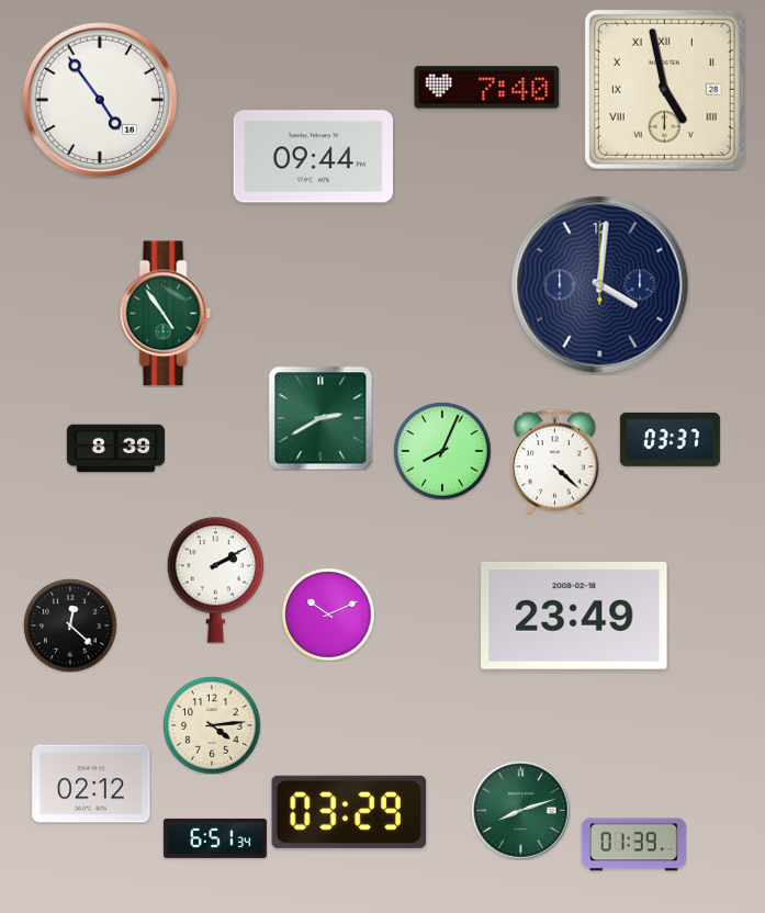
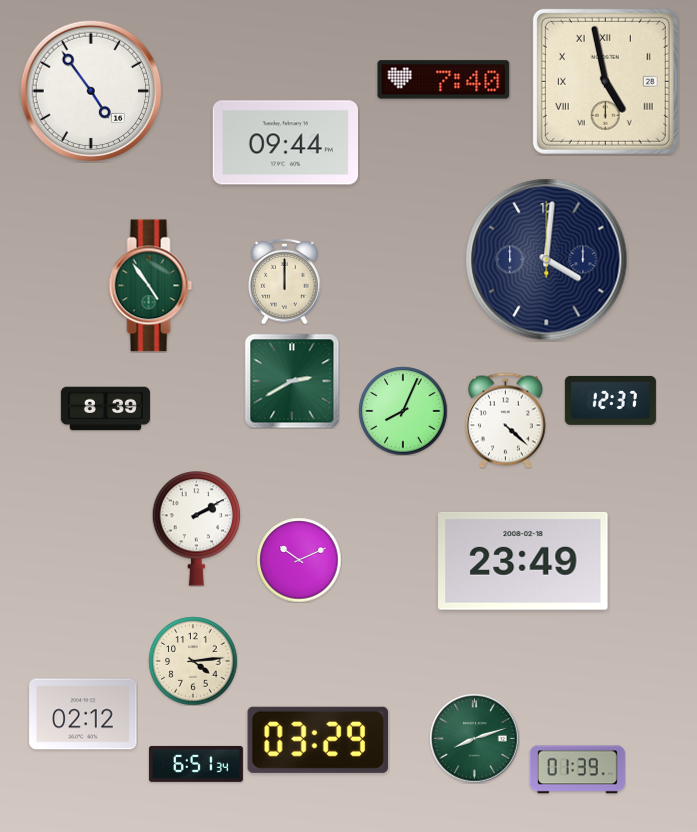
clock at (285, 281): none -> 12:00
clock at (670, 439): 03:37 -> 12:37
clock at (70, 625): 12:22 -> none
